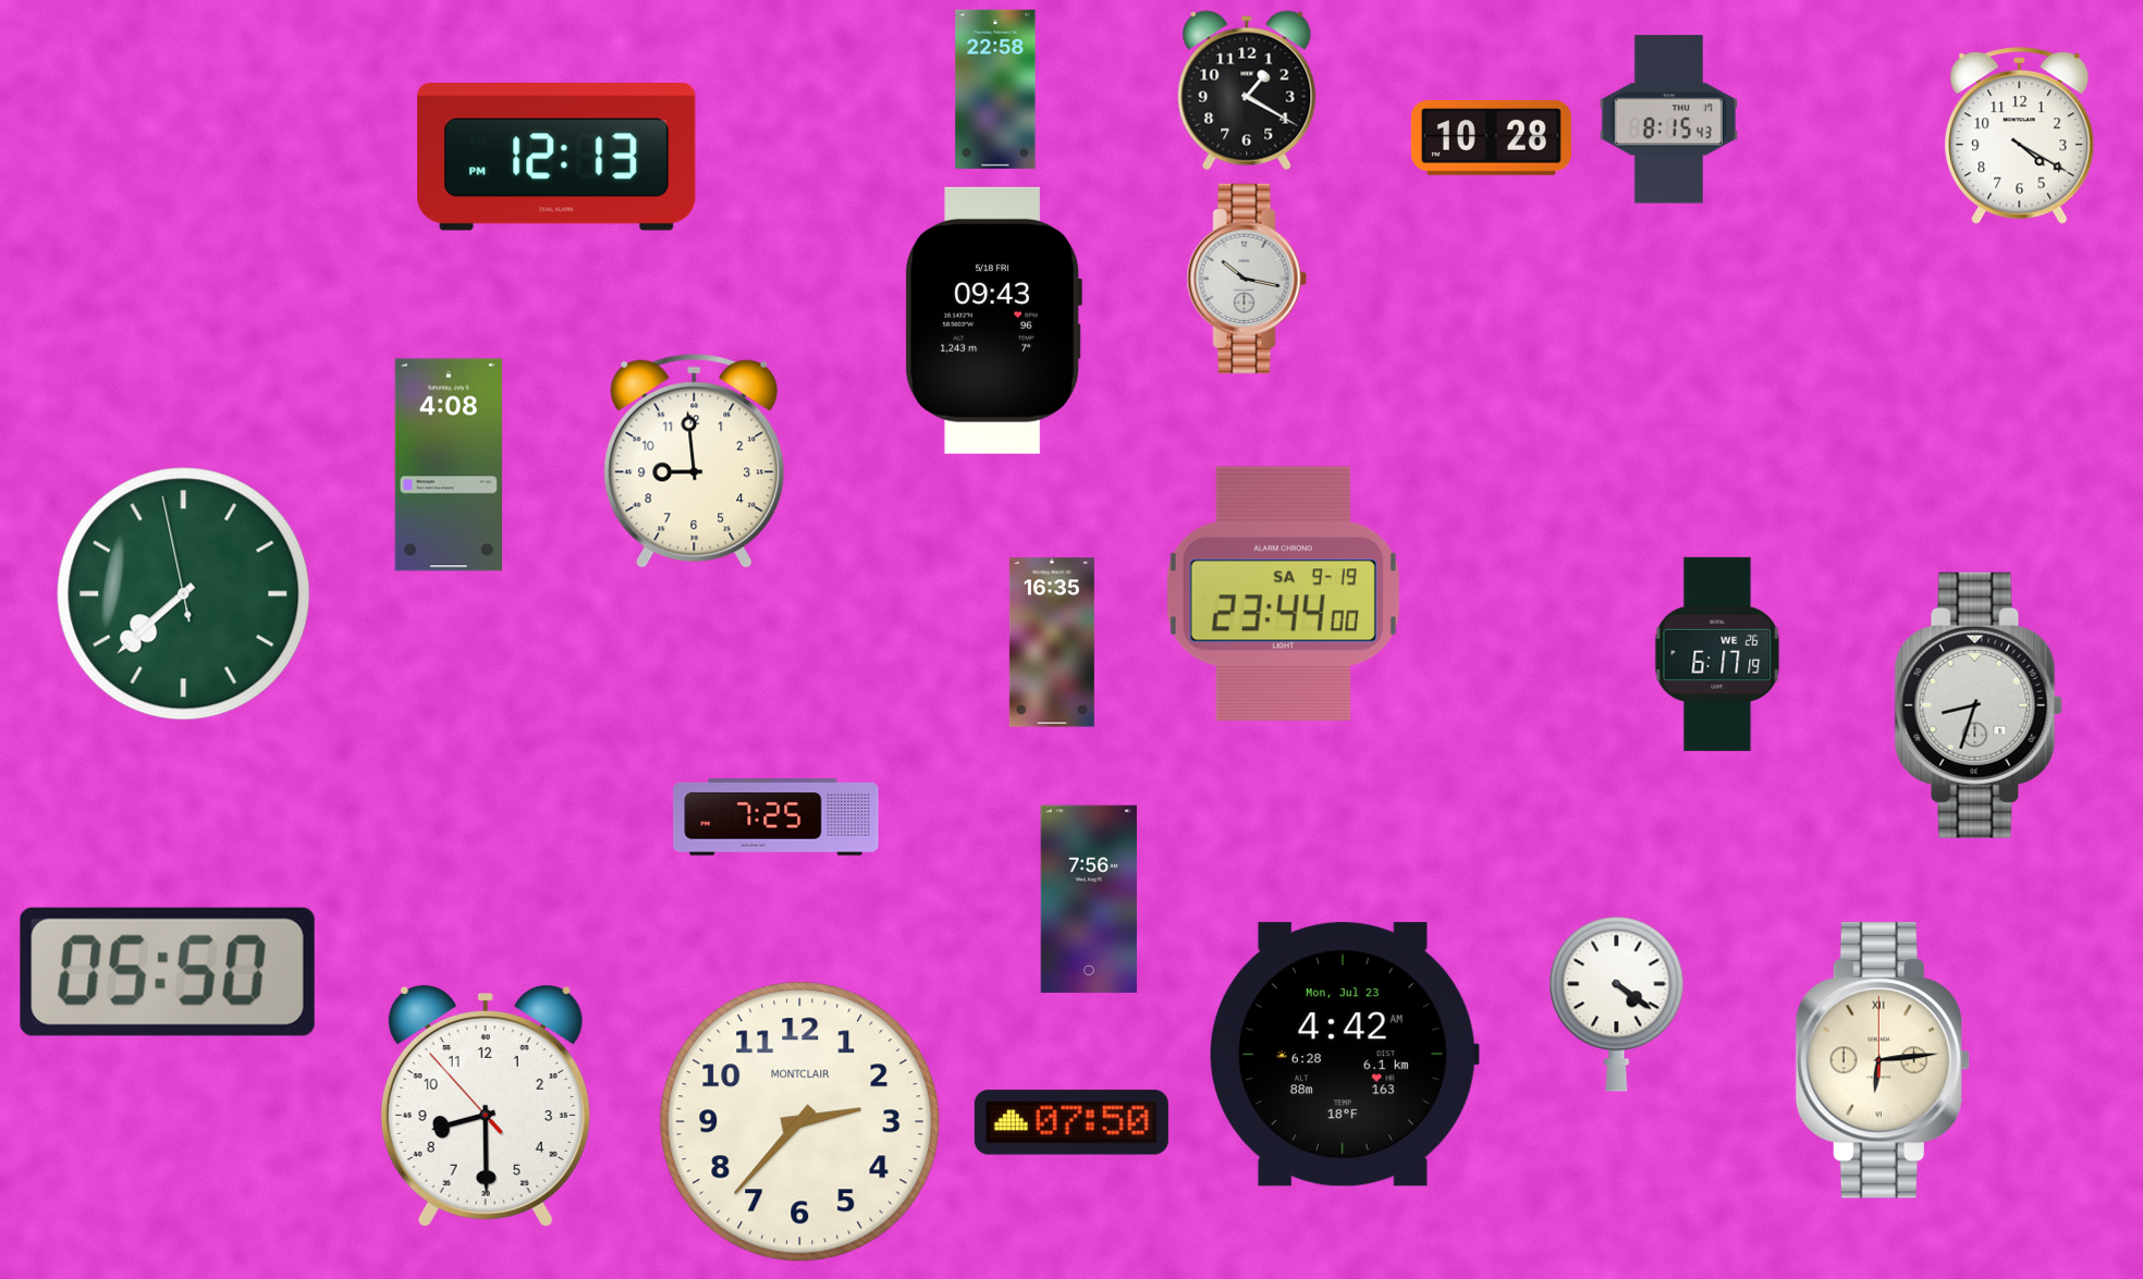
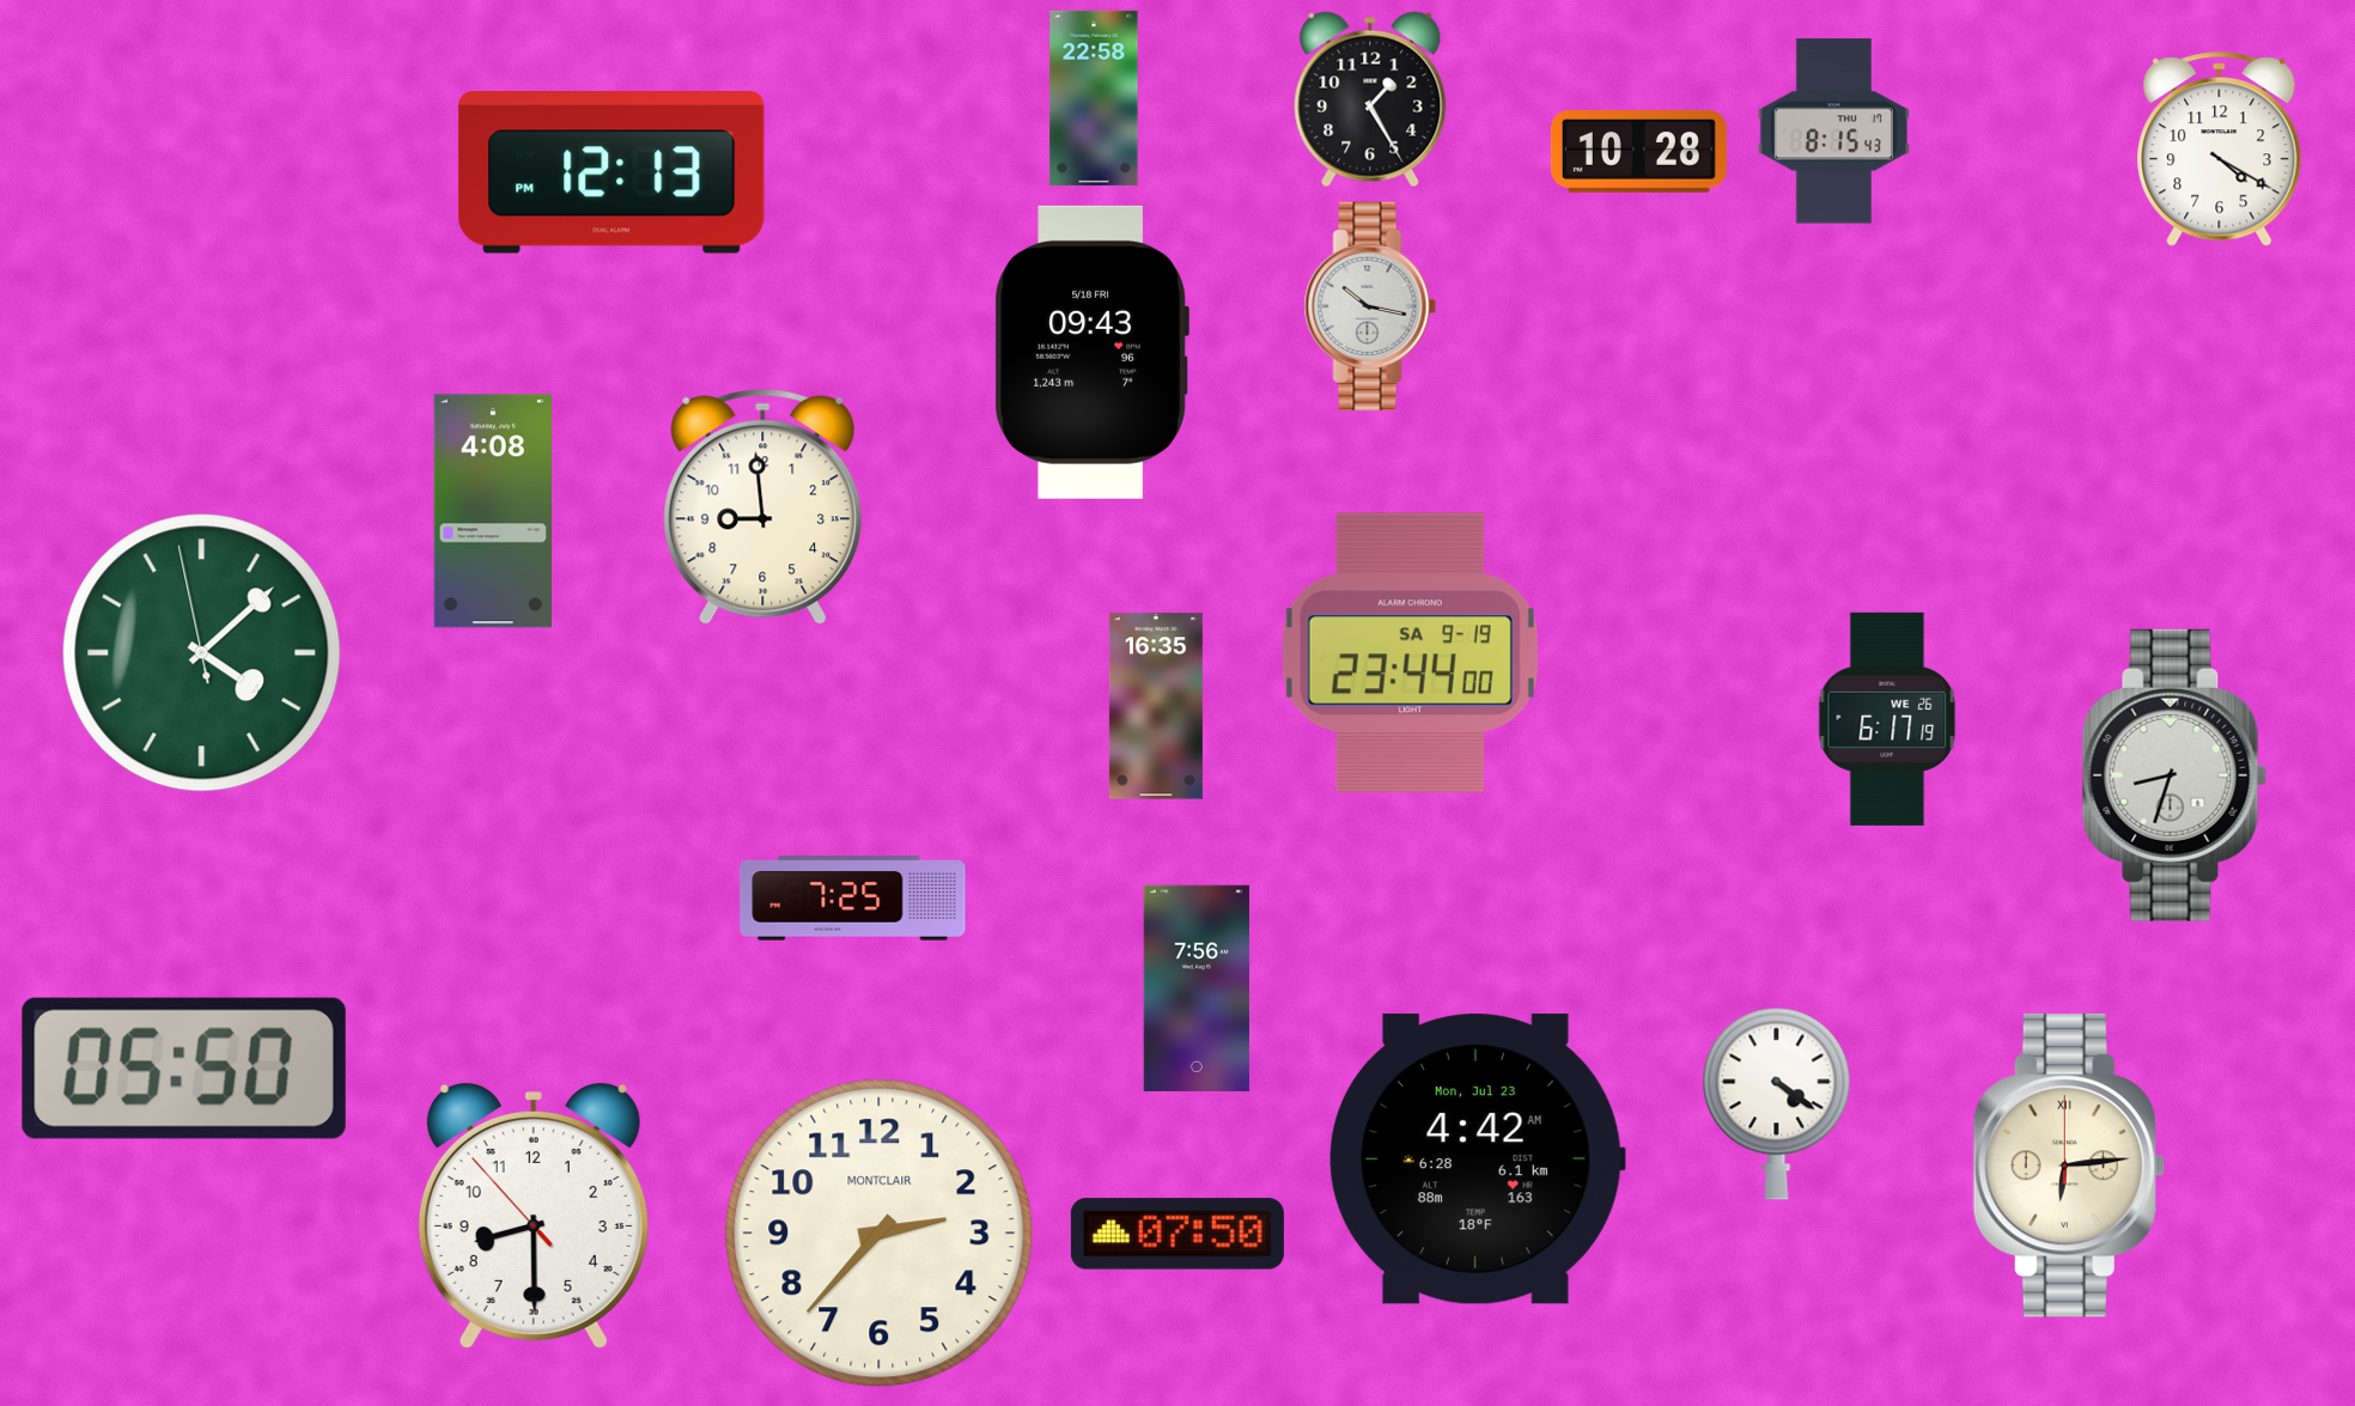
clock at (1247, 90): 1:20 -> 1:25
clock at (184, 594): 7:37 -> 4:07
